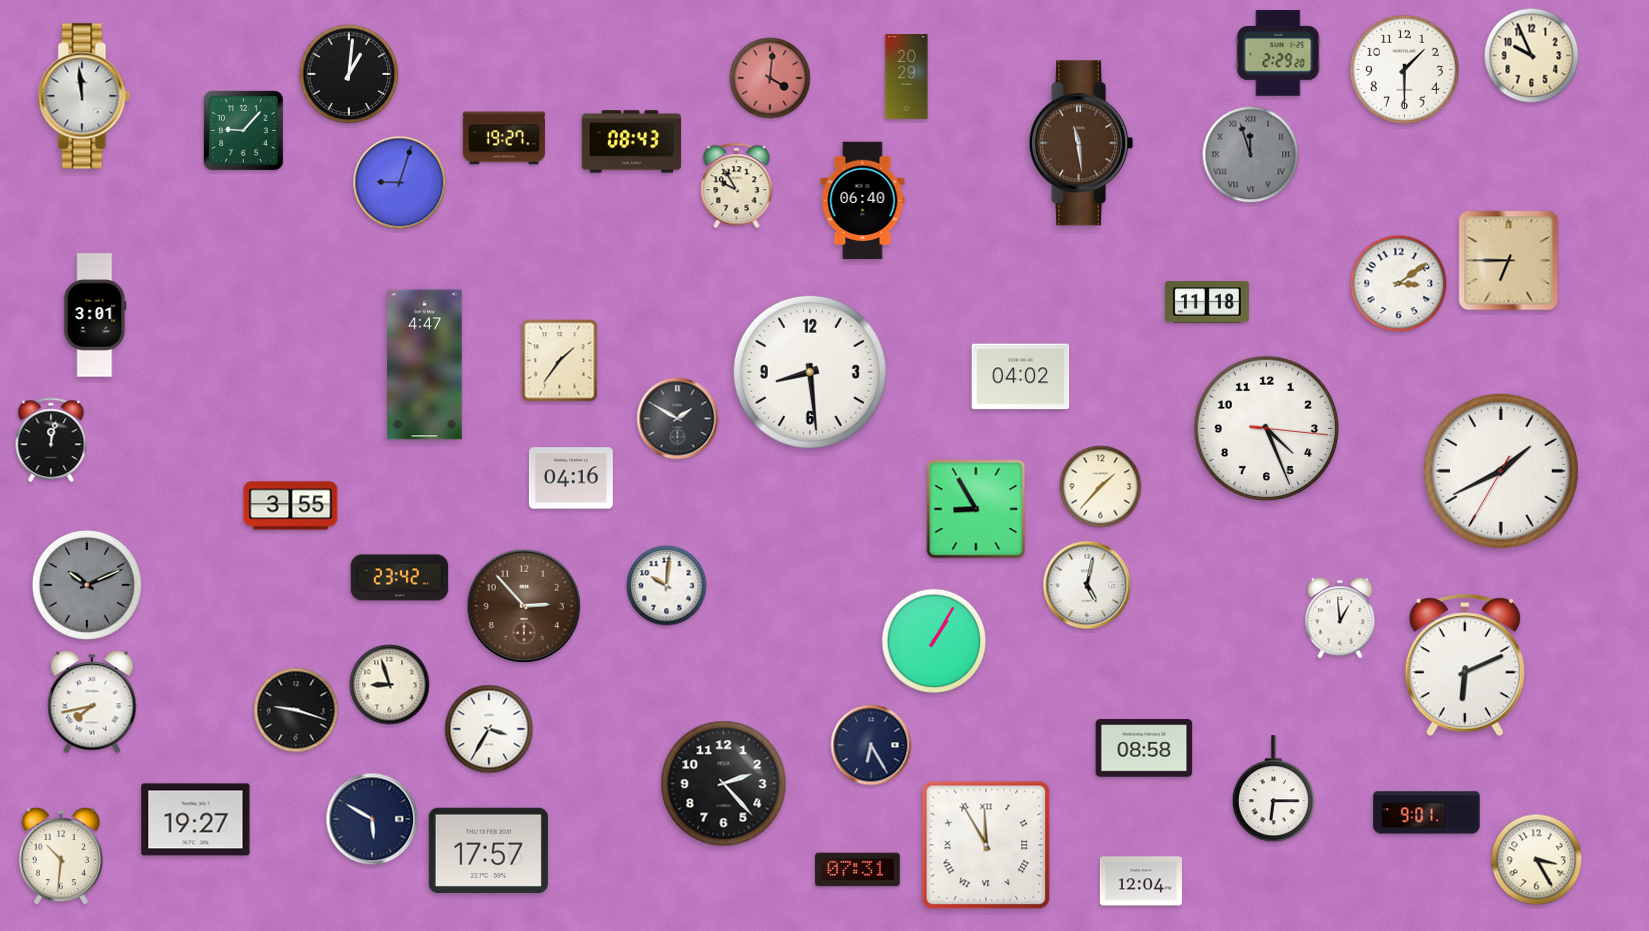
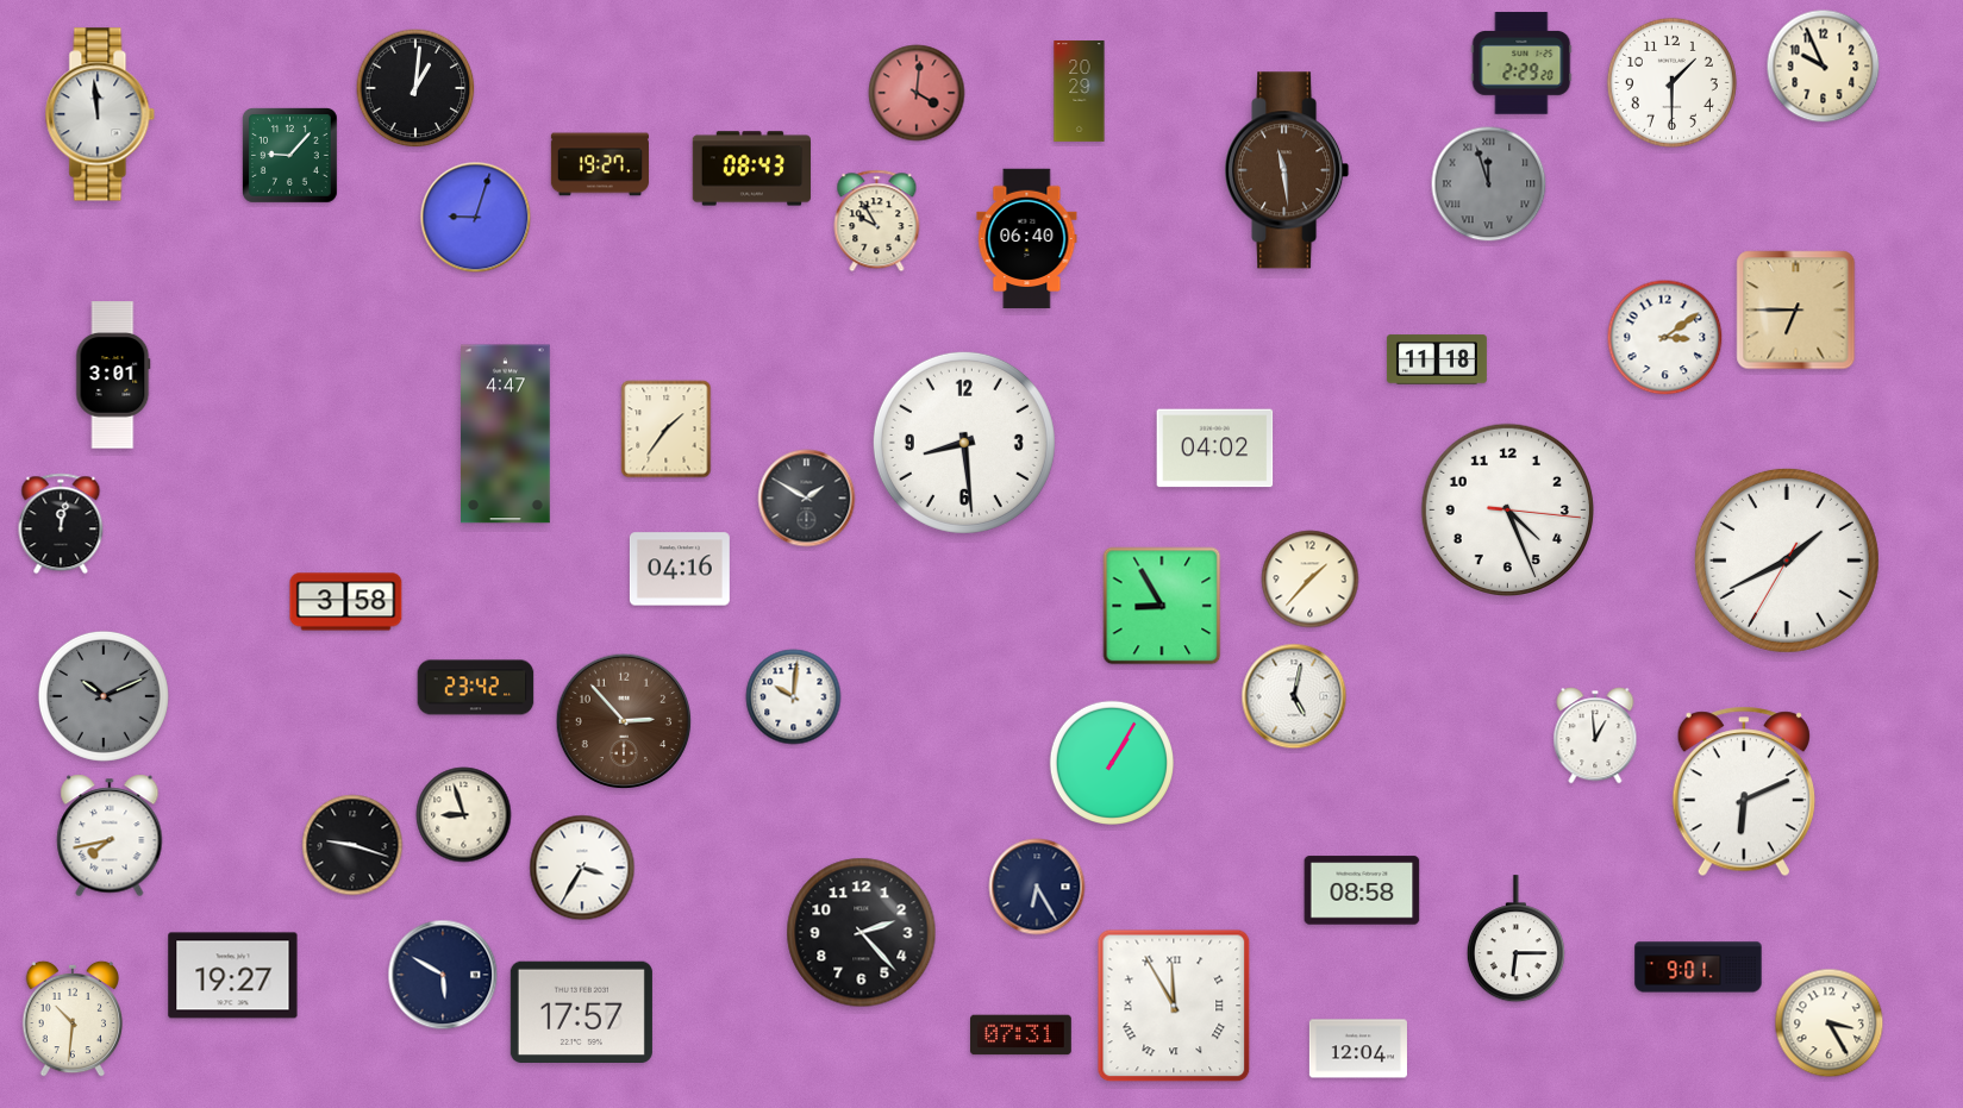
clock at (291, 506): 3:55 -> 3:58
